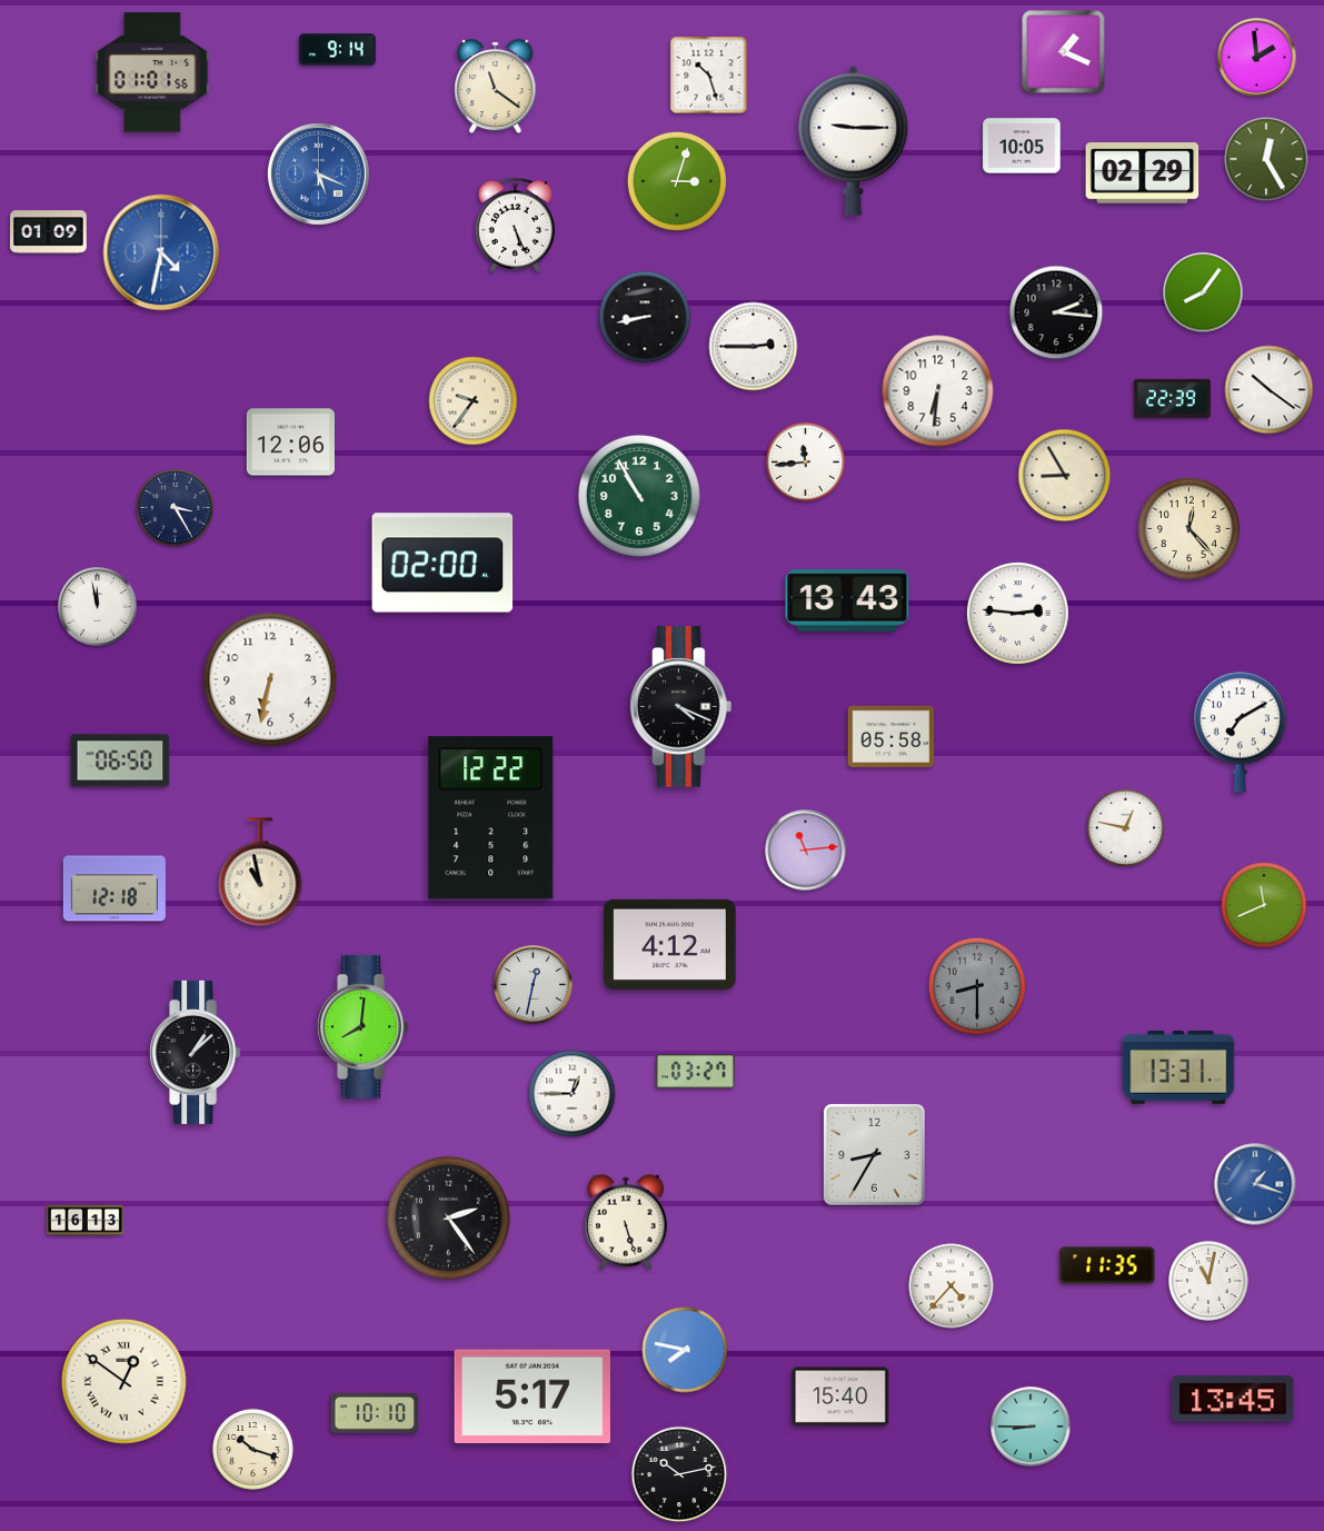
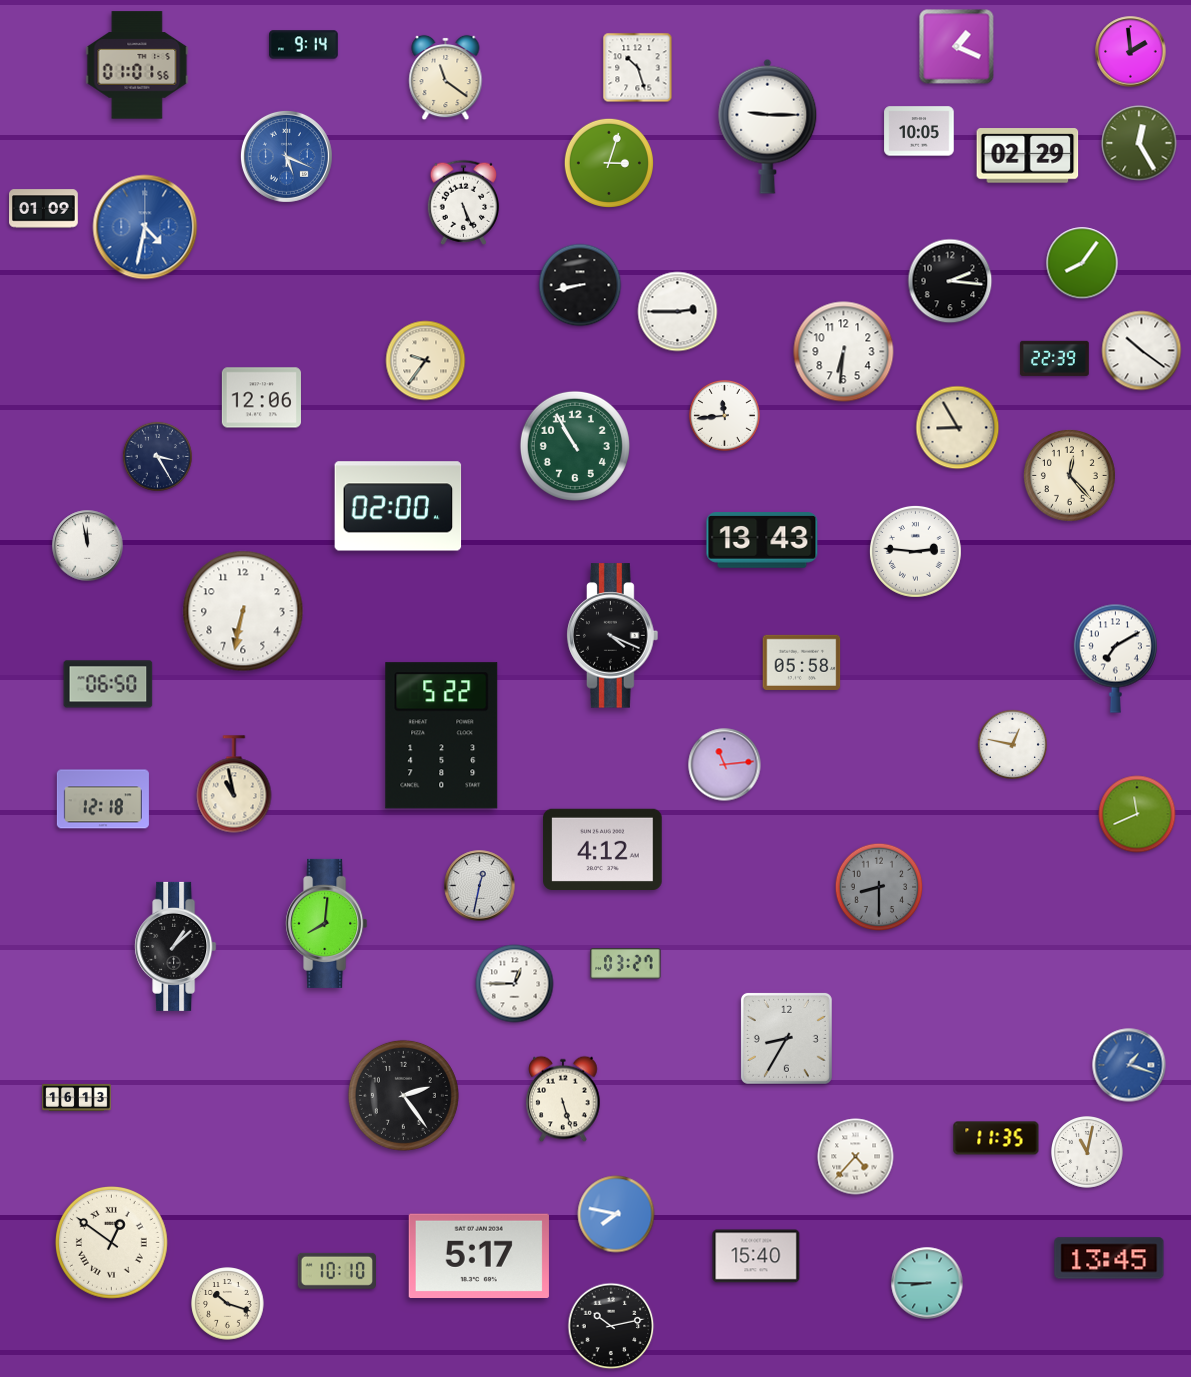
clock at (491, 818): 12:22 -> 5:22
clock at (1178, 1067): 13:31 -> none
